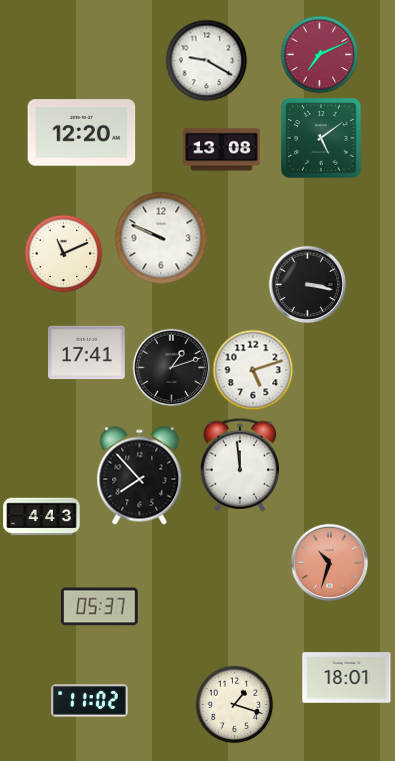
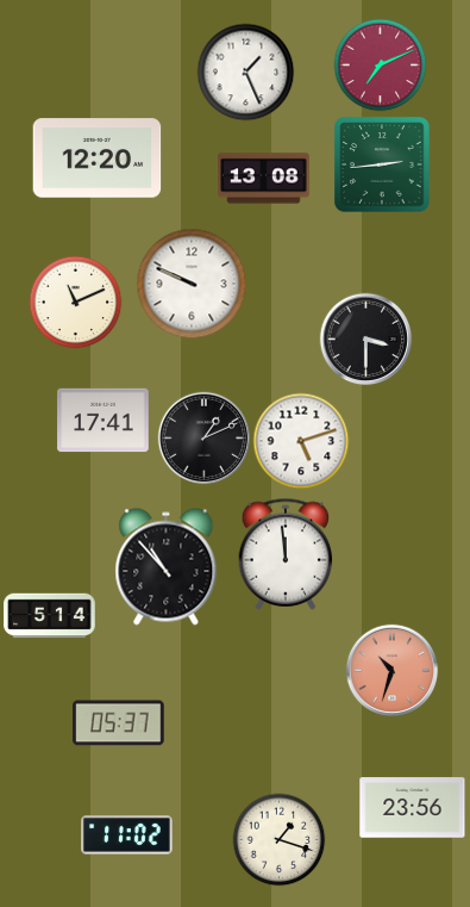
clock at (206, 60): 9:20 -> 1:26
clock at (321, 138): 5:09 -> 2:44
clock at (307, 284): 3:17 -> 3:30
clock at (171, 367): 1:12 -> 1:11
clock at (140, 476): 7:53 -> 10:53
clock at (42, 517): 4:43 -> 5:14
clock at (347, 678): 18:01 -> 23:56
clock at (90, 701) position: (90, 701) -> (127, 835)
